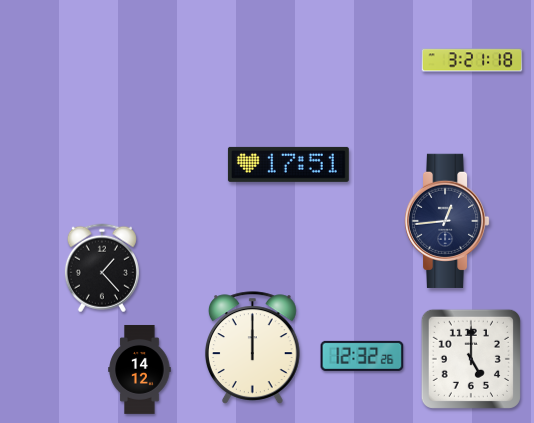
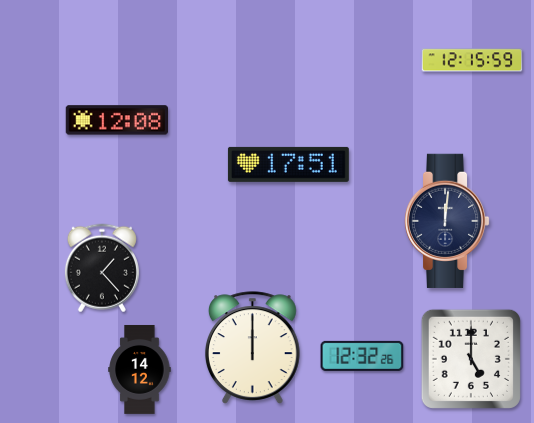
clock at (472, 60): 3:21 -> 12:15
clock at (116, 120): none -> 12:08
clock at (447, 221): 12:44 -> 12:01
